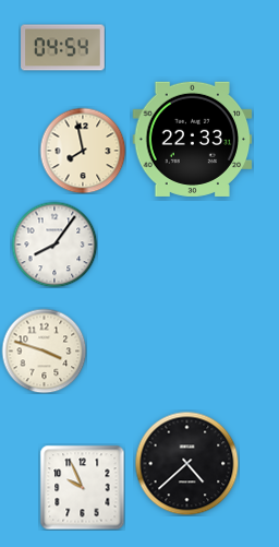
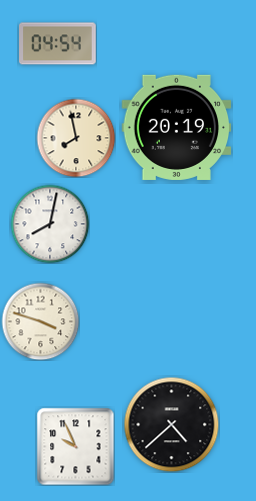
clock at (193, 139): 22:33 -> 20:19
clock at (54, 245): 8:06 -> 8:02
